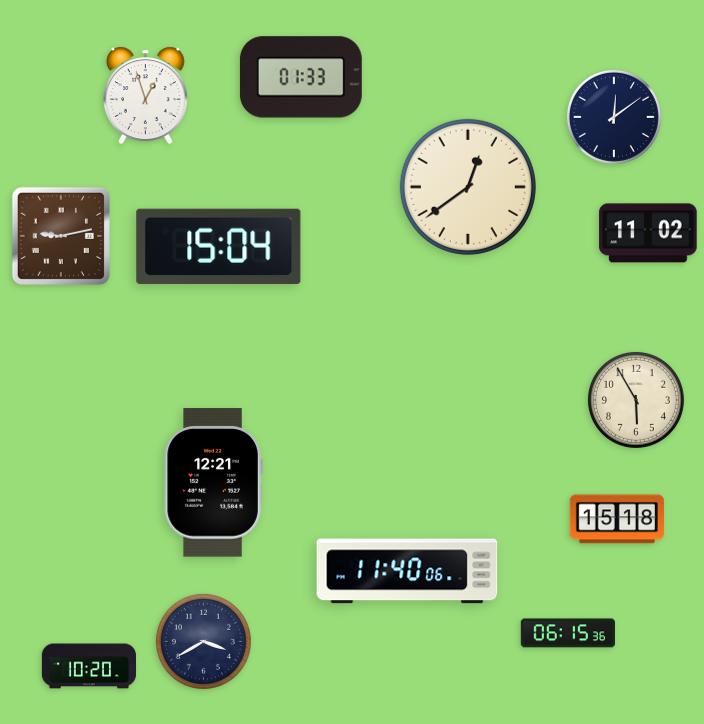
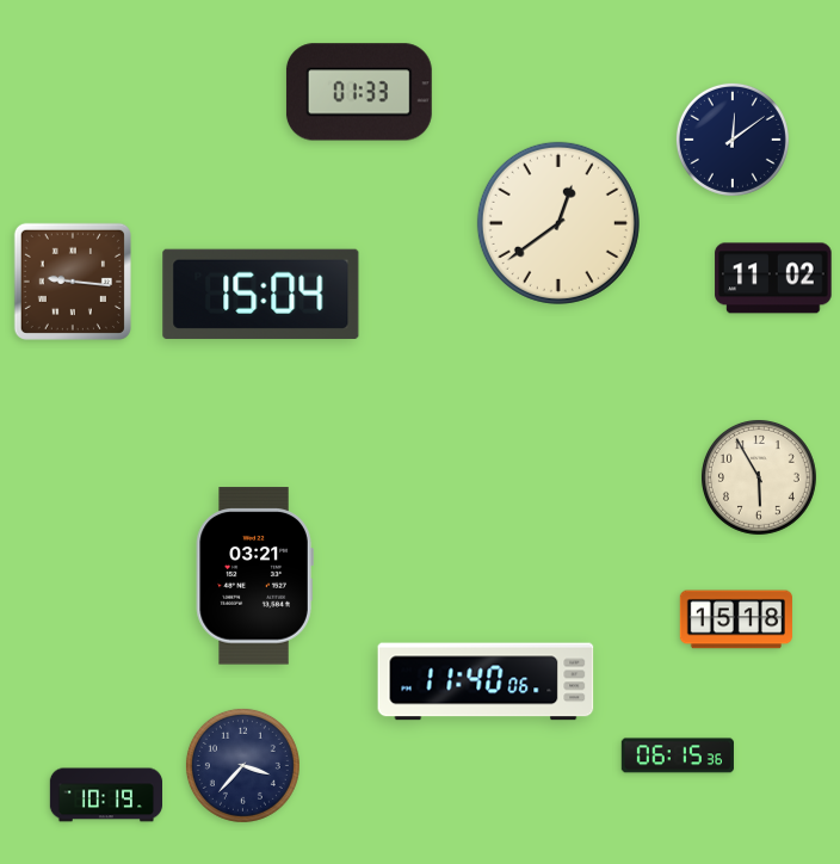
clock at (145, 95): 12:57 -> none
clock at (61, 236): 9:13 -> 9:16
clock at (213, 483): 12:21 -> 03:21
clock at (203, 641): 3:40 -> 3:37
clock at (88, 666): 10:20 -> 10:19
